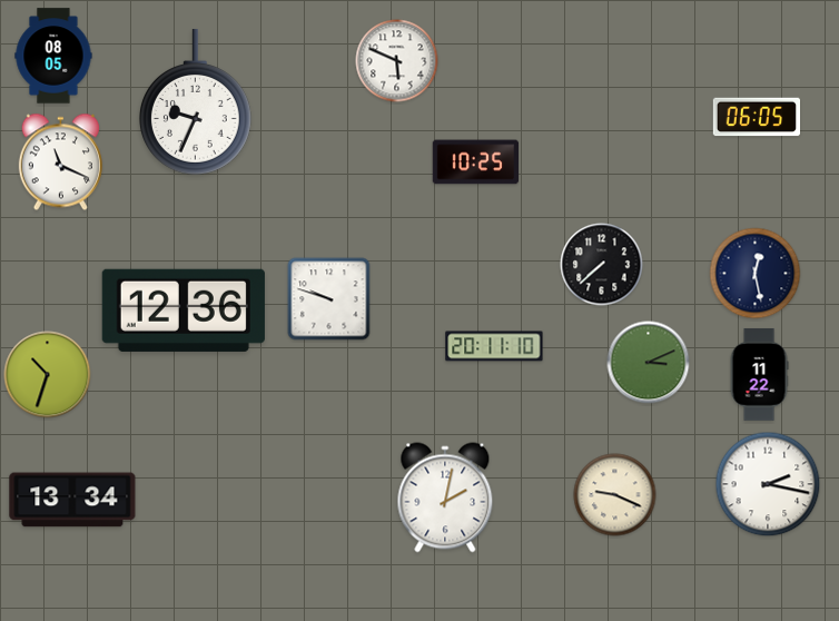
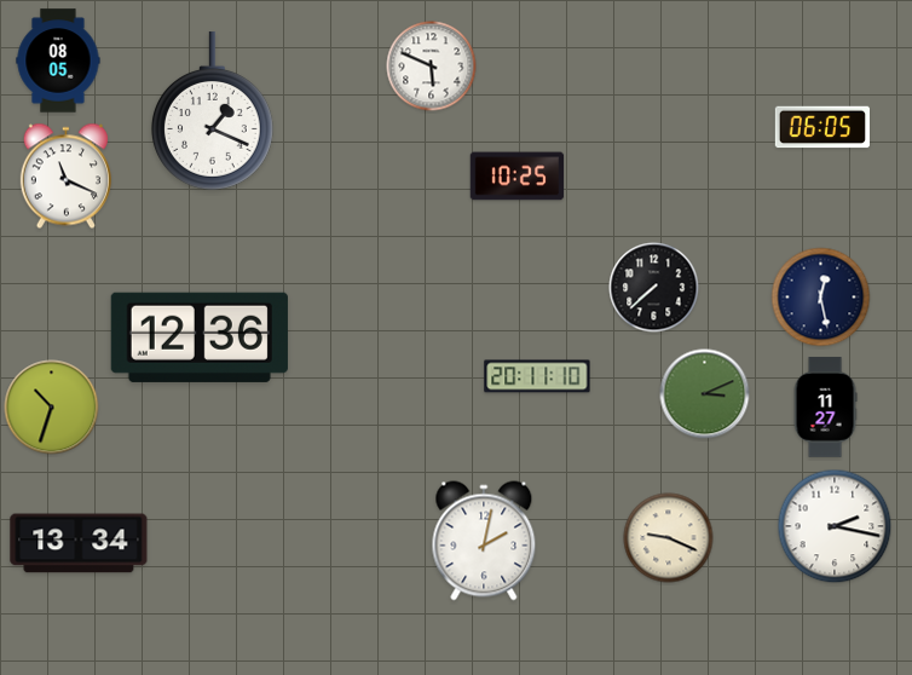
clock at (195, 102): 9:34 -> 1:19
clock at (329, 299): 9:48 -> none
clock at (759, 375): 11:22 -> 11:27
